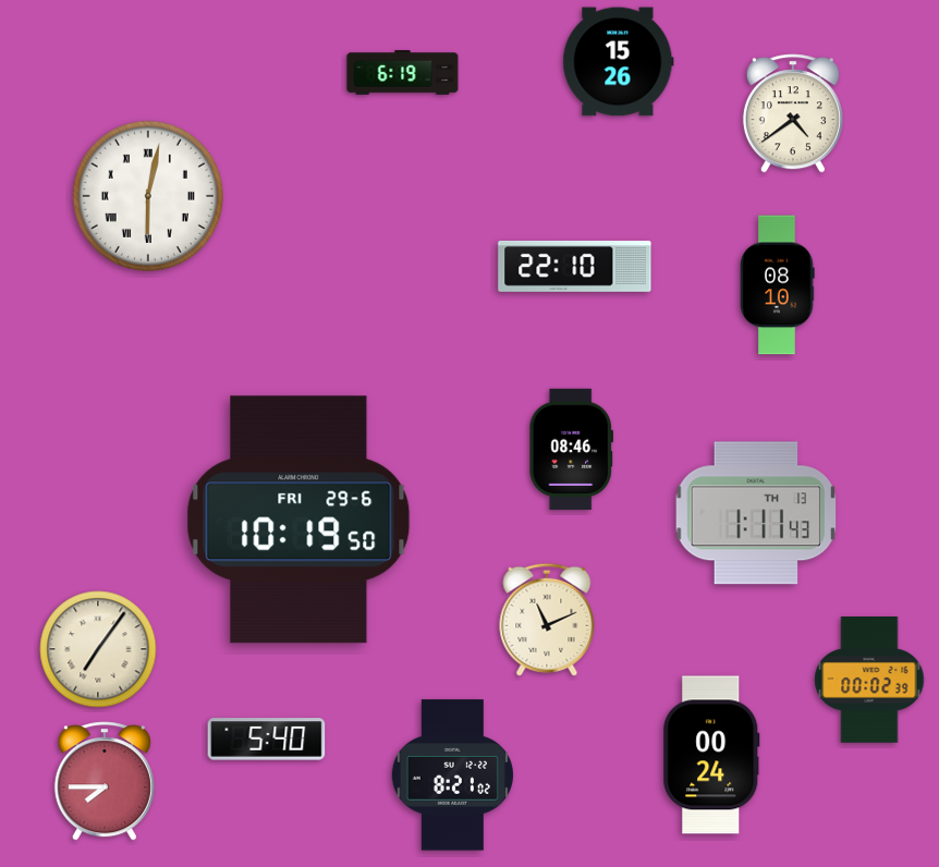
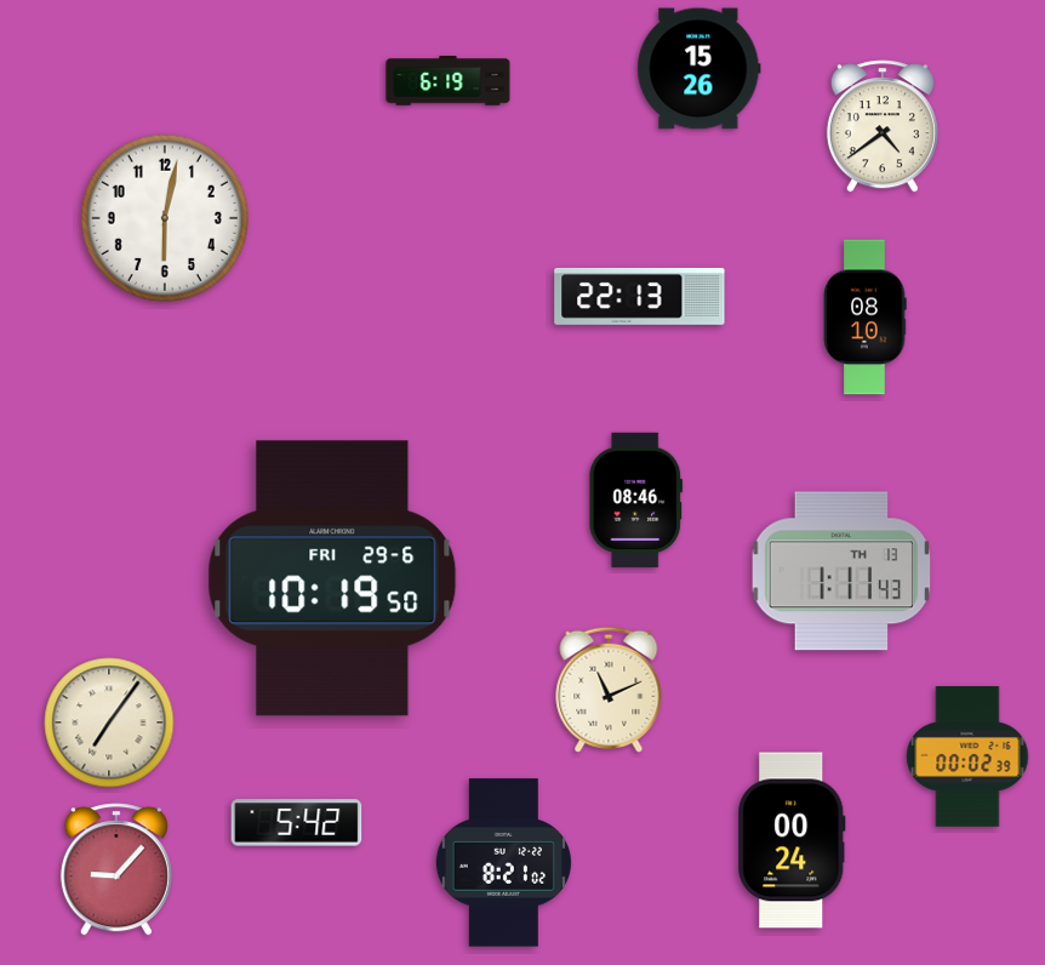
clock at (619, 62) position: (619, 62) -> (699, 69)
clock at (148, 196) numerals: Roman -> Arabic
clock at (575, 266): 22:10 -> 22:13
clock at (267, 740): 5:40 -> 5:42
clock at (105, 781): 7:45 -> 9:07
